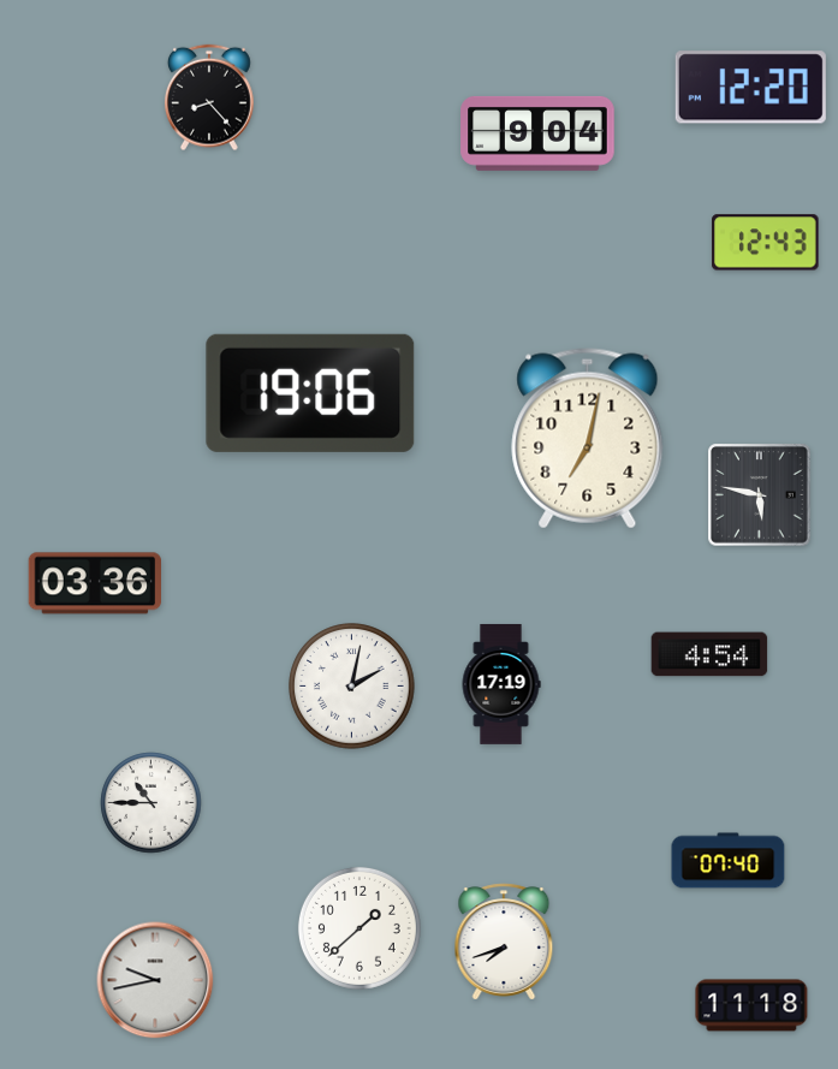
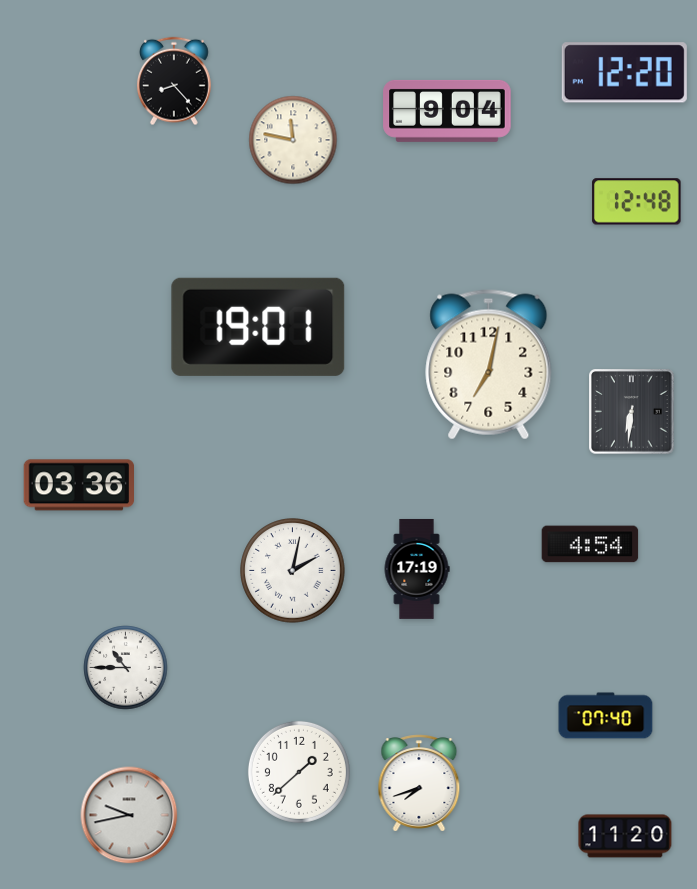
clock at (293, 140): none -> 11:47
clock at (766, 243): 12:43 -> 12:48
clock at (310, 393): 19:06 -> 19:01
clock at (760, 495): 5:47 -> 6:31
clock at (751, 1005): 11:18 -> 11:20
